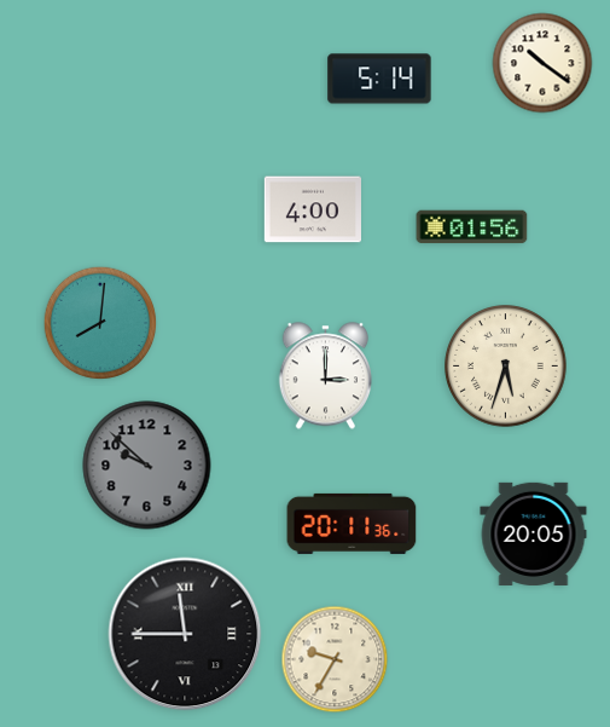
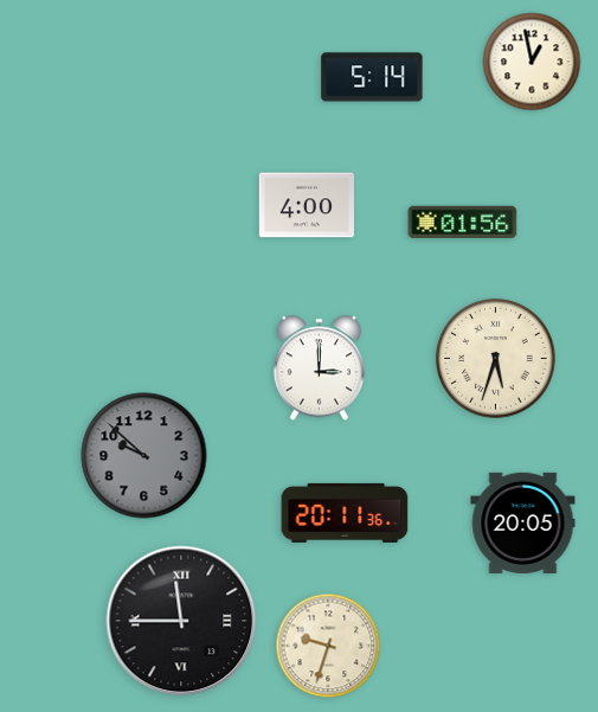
clock at (542, 63): 10:21 -> 12:58
clock at (100, 323): 8:01 -> none
clock at (335, 659): 9:35 -> 9:33
